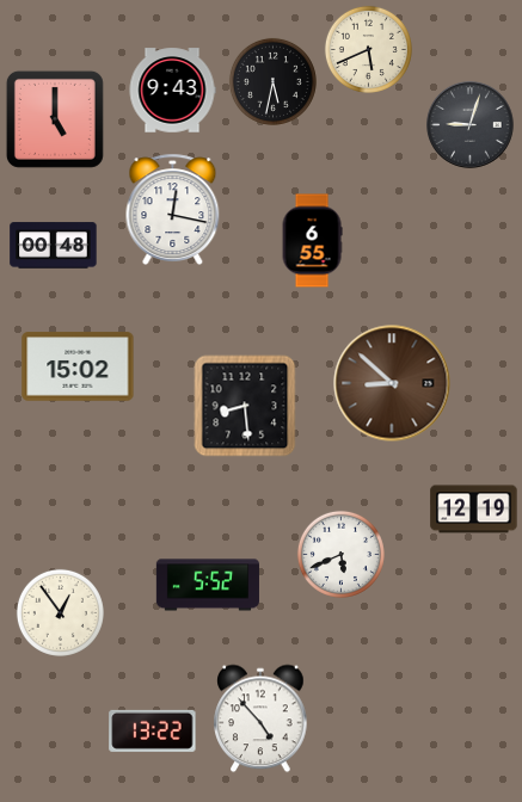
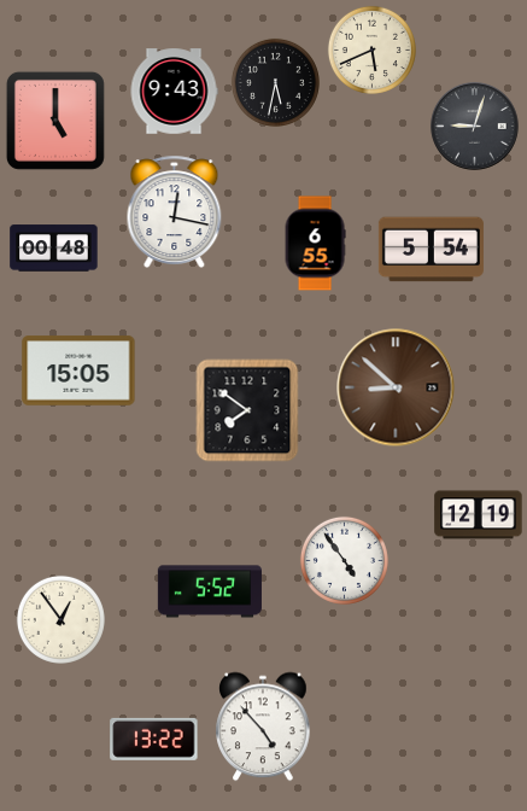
clock at (431, 250): none -> 5:54
clock at (78, 366): 15:02 -> 15:05
clock at (245, 406): 8:29 -> 7:51
clock at (340, 554): 5:41 -> 4:54
